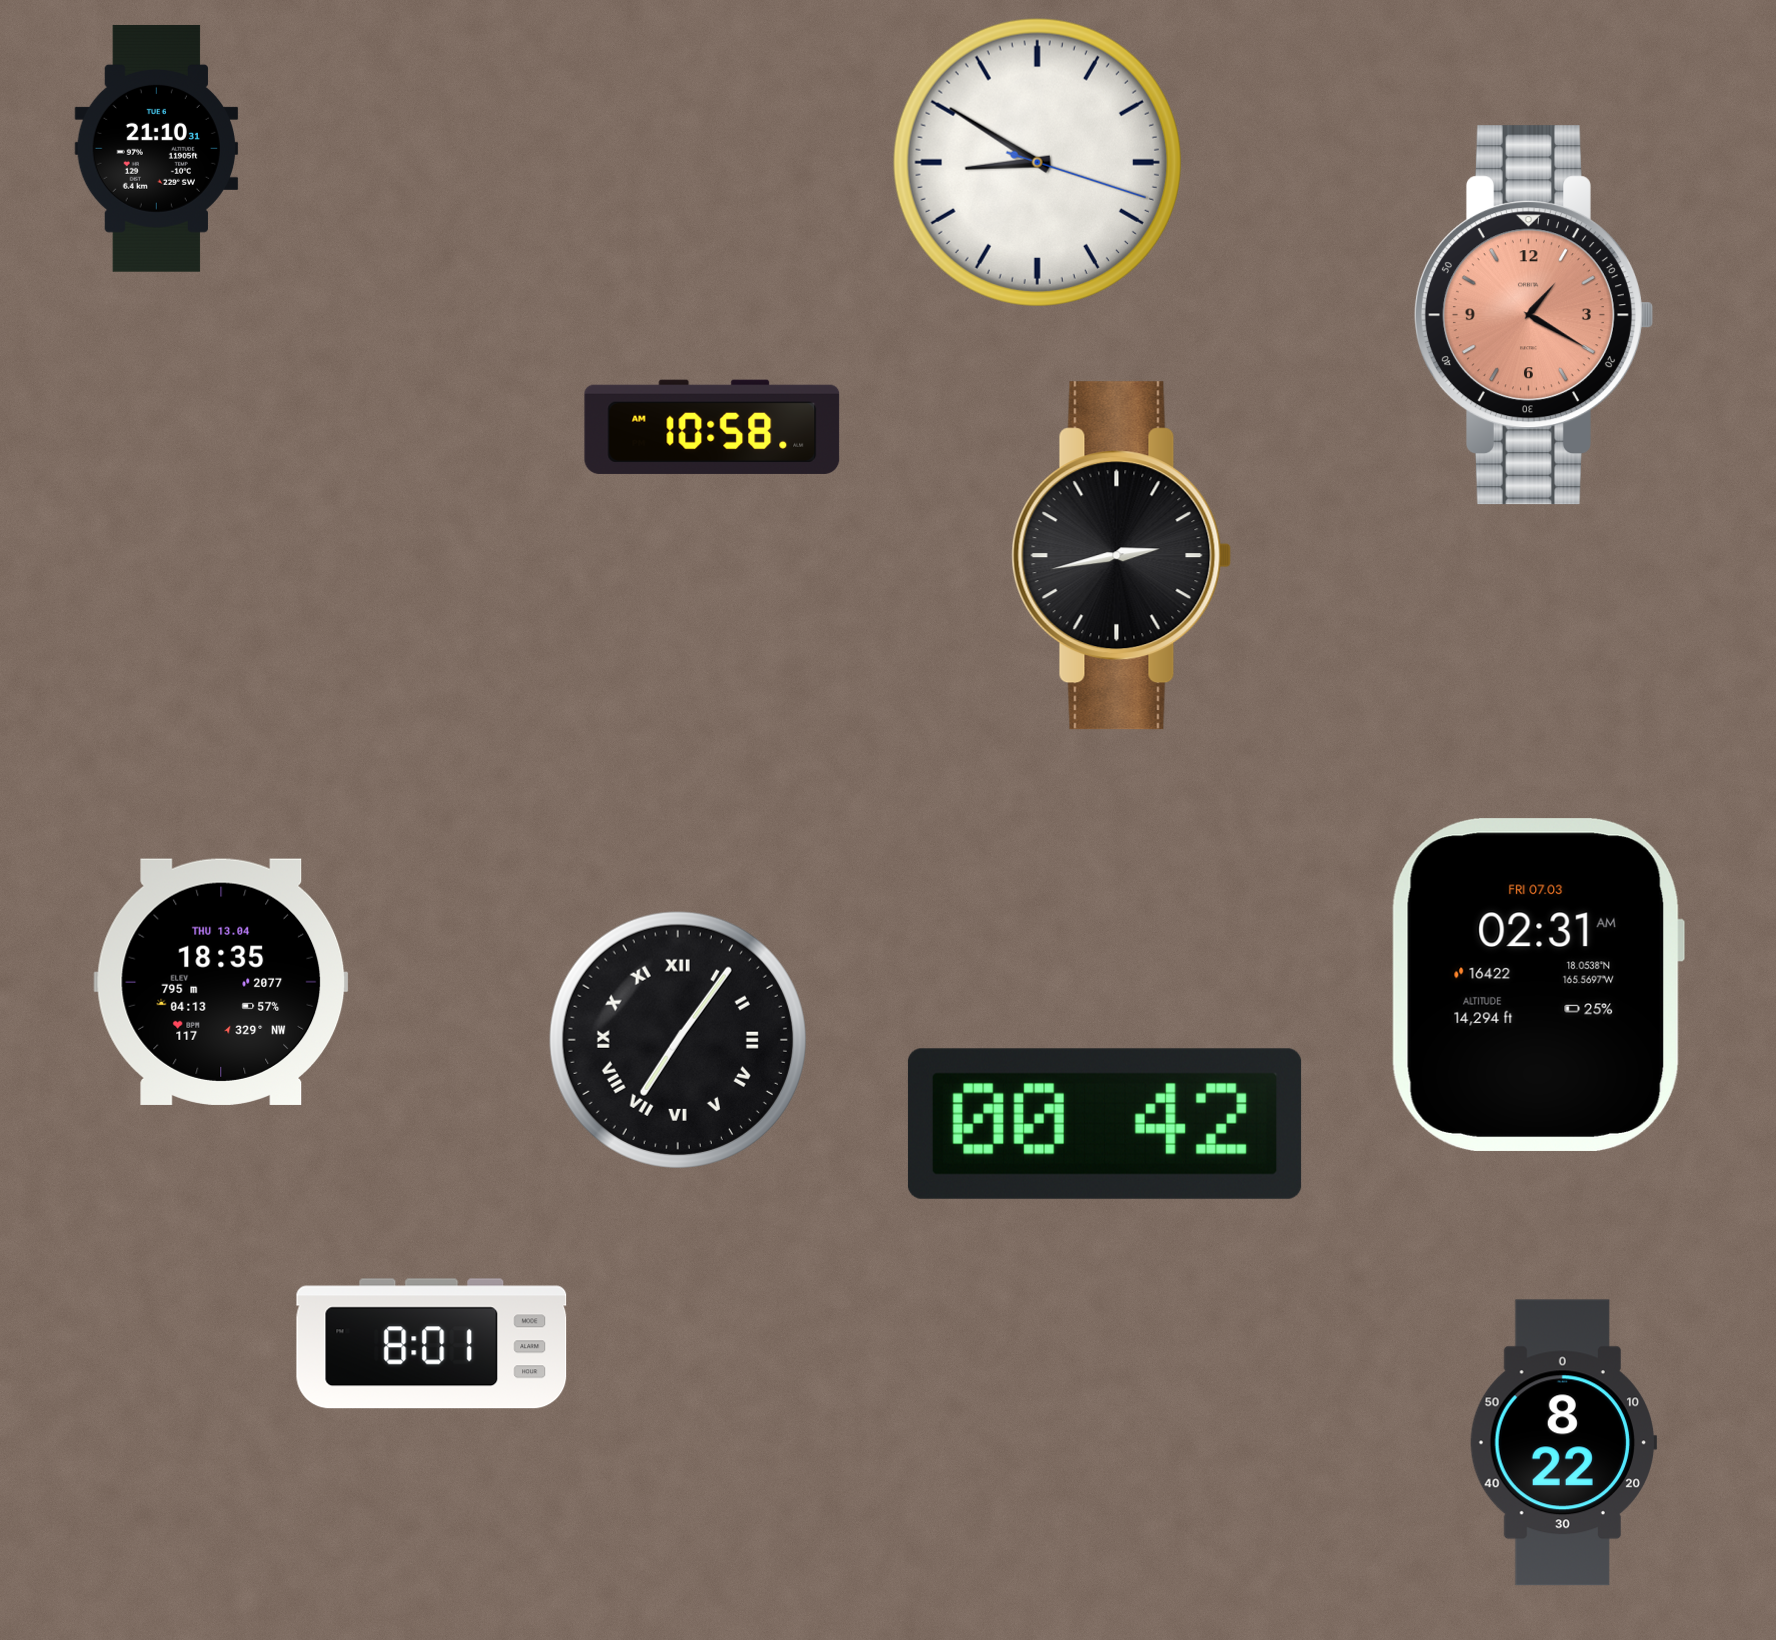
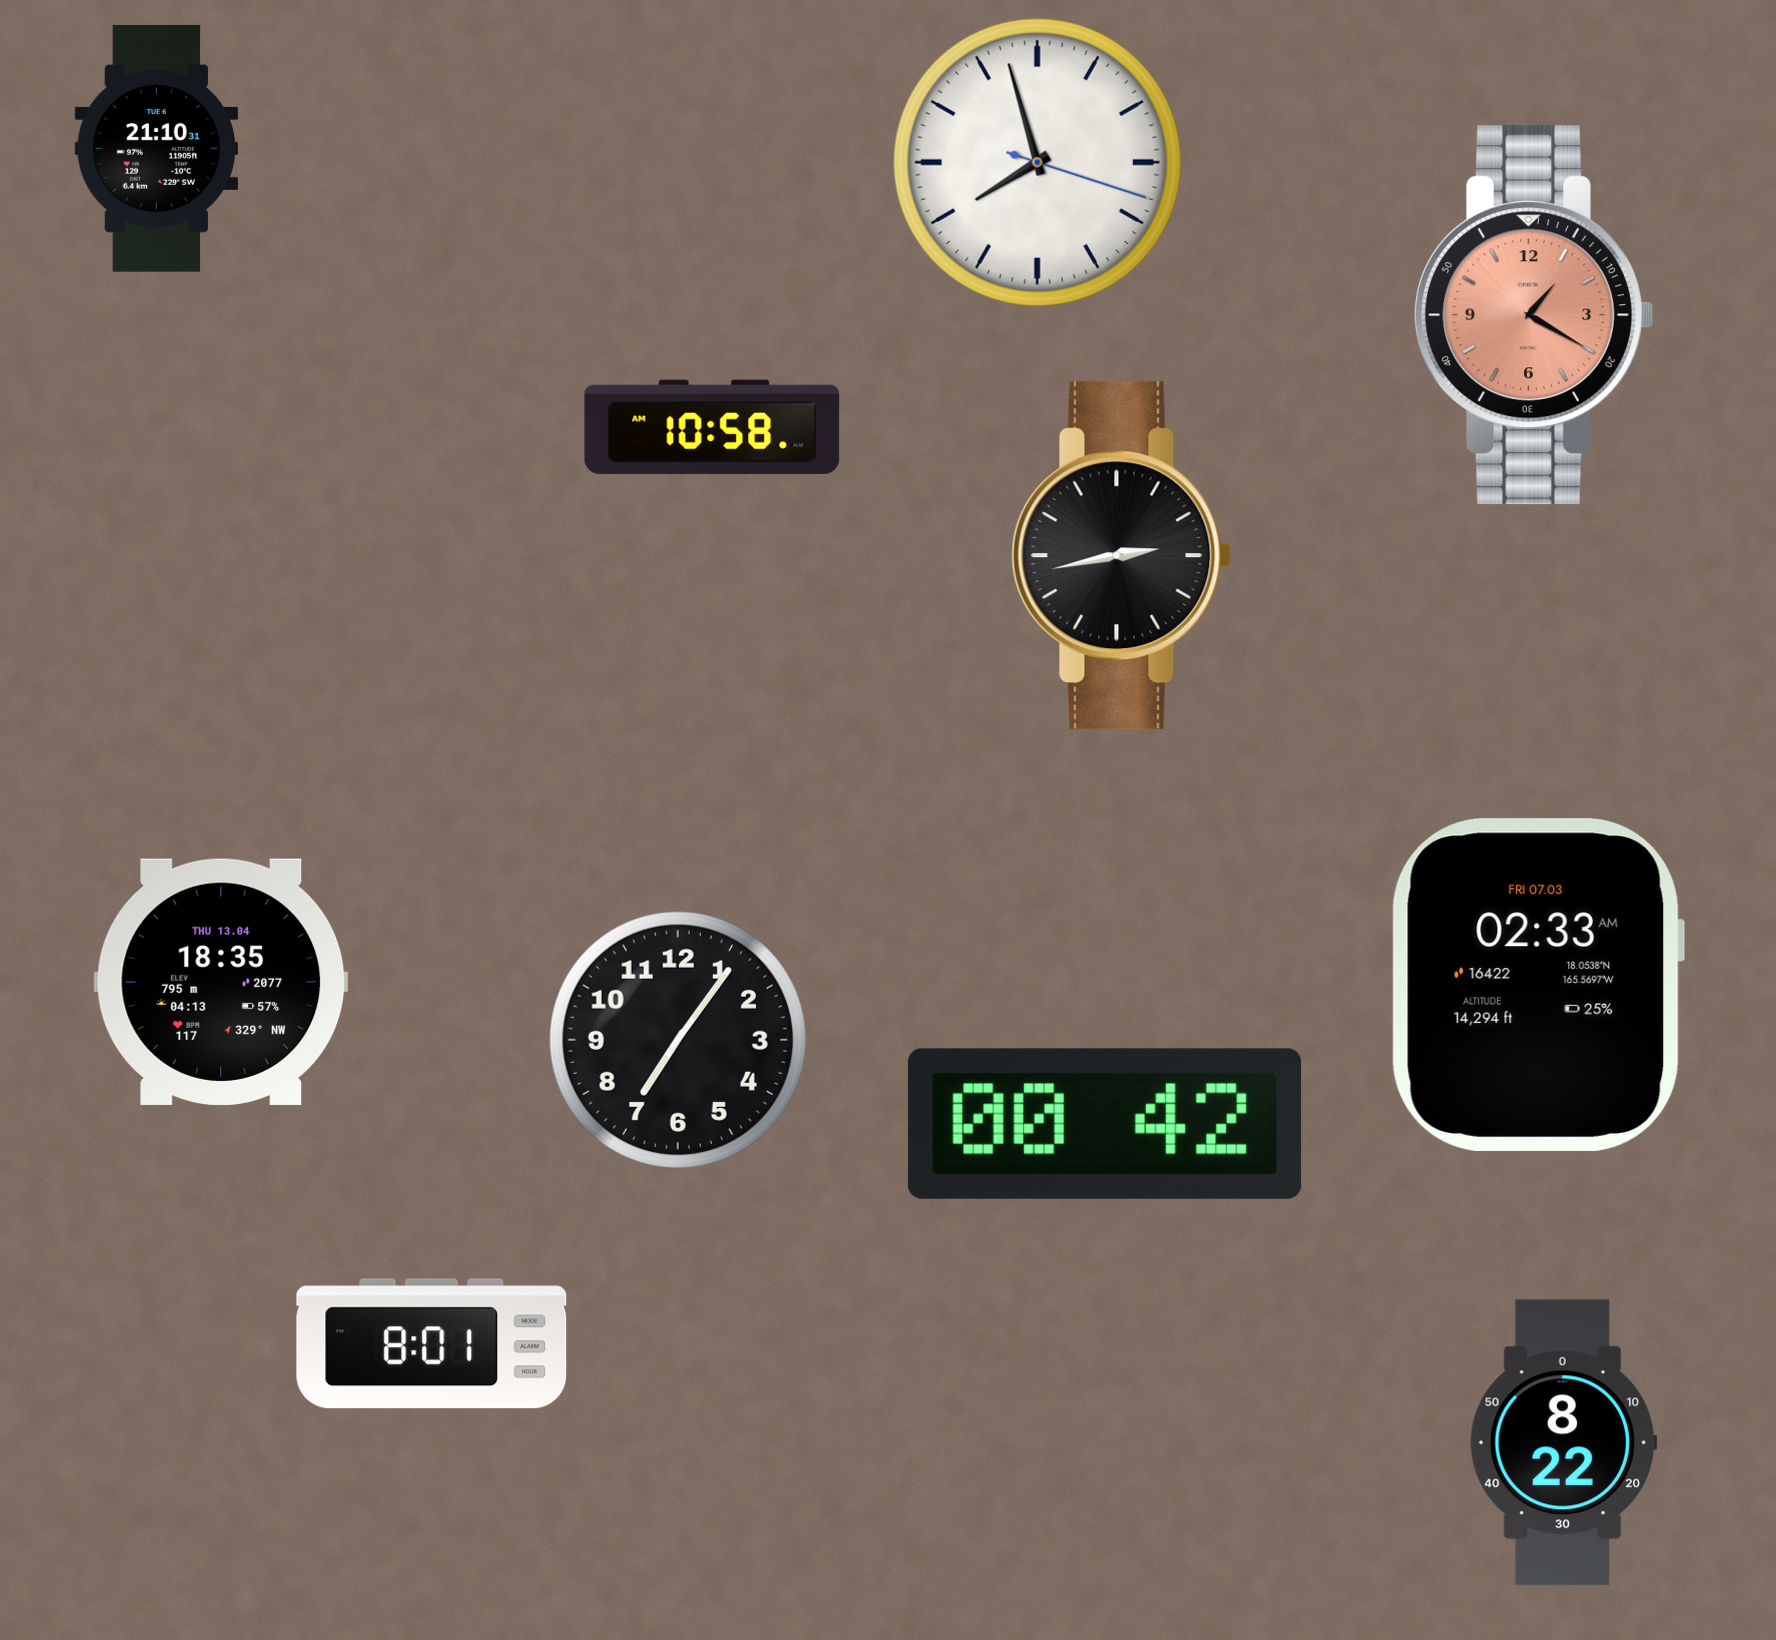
clock at (1037, 162): 8:50 -> 7:57
clock at (1537, 985): 02:31 -> 02:33
clock at (678, 1040) numerals: Roman -> Arabic
